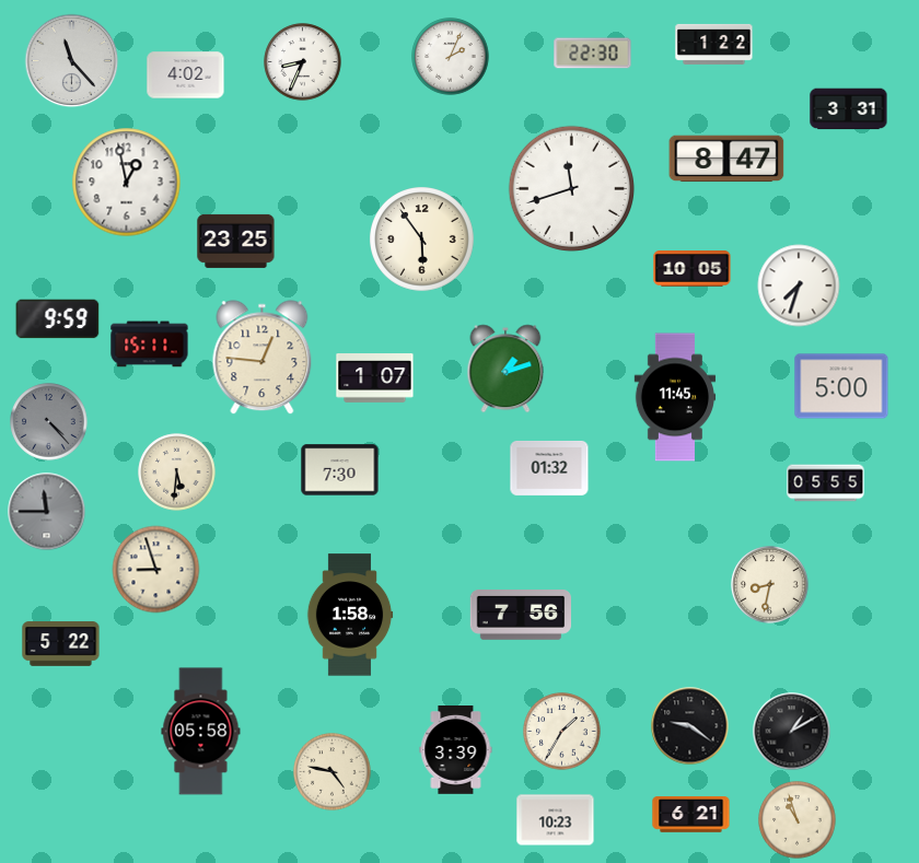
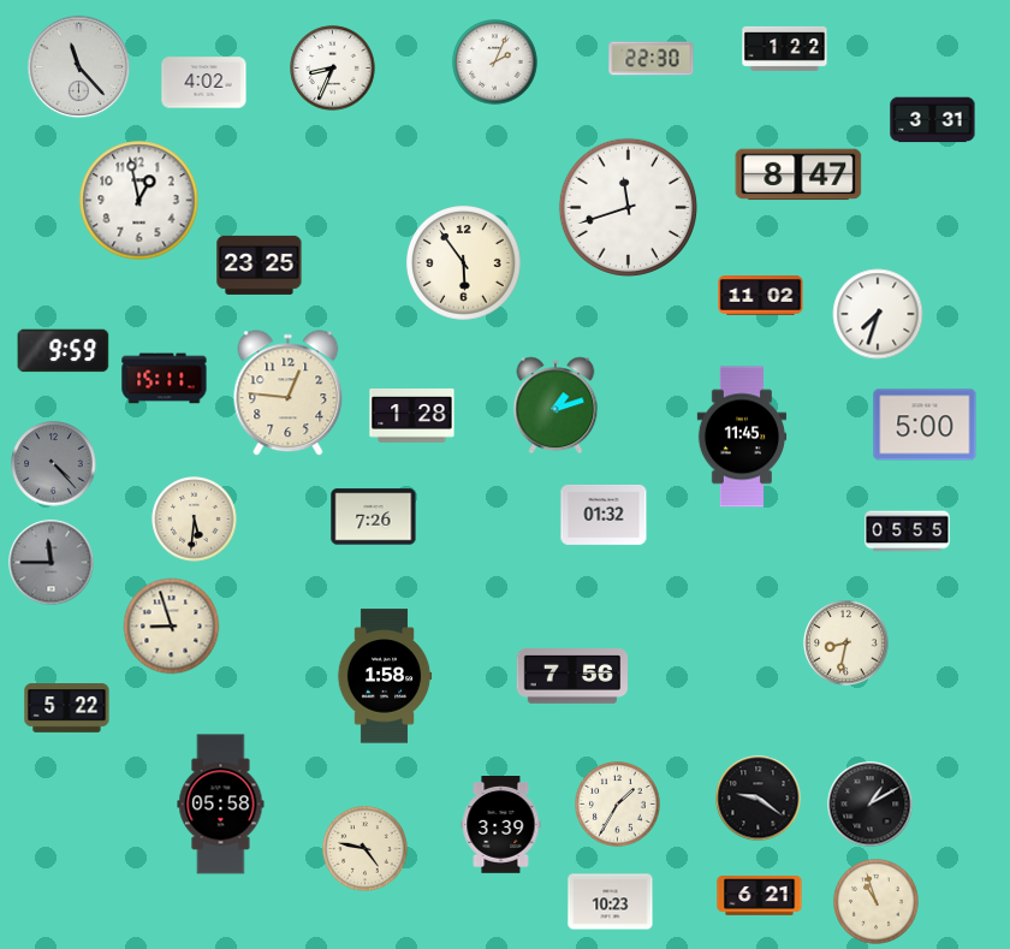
clock at (693, 269): 10:05 -> 11:02
clock at (375, 378): 1:07 -> 1:28
clock at (340, 470): 7:30 -> 7:26
